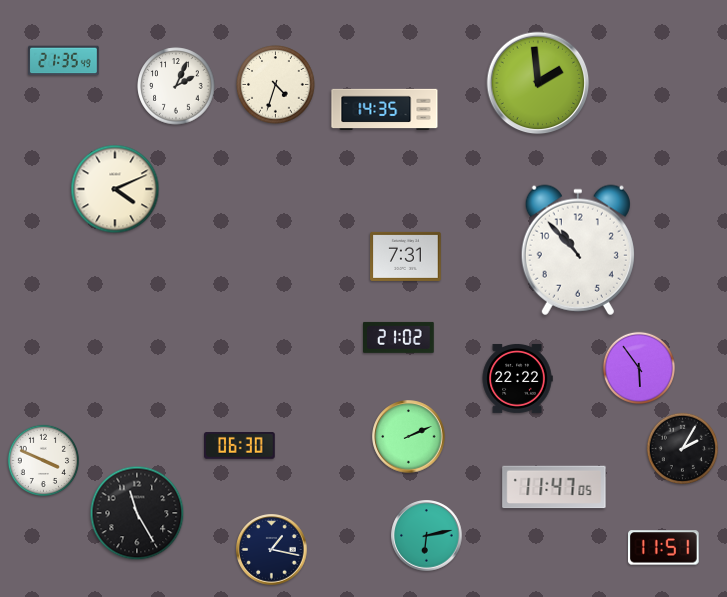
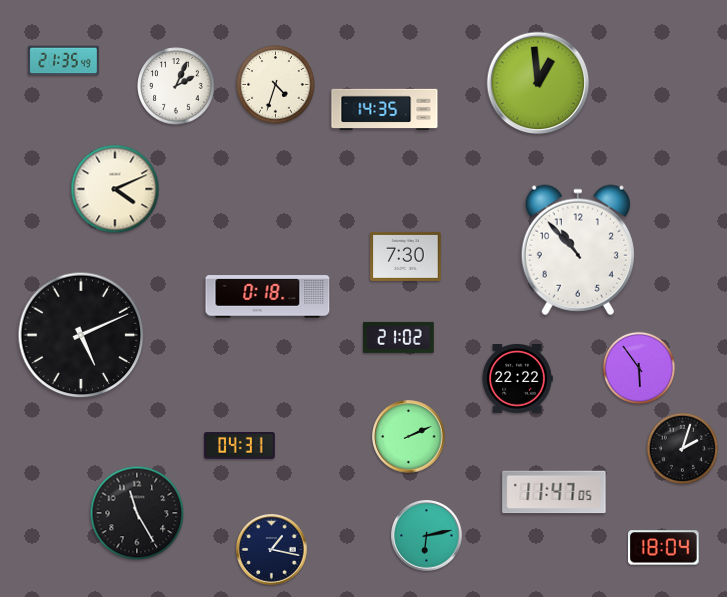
clock at (538, 83): 1:59 -> 12:59
clock at (406, 256): 7:31 -> 7:30
clock at (268, 297): none -> 0:18
clock at (81, 335): none -> 5:11
clock at (240, 446): 06:30 -> 04:31
clock at (682, 448): 2:05 -> 2:03
clock at (43, 460): 3:49 -> none
clock at (554, 487) position: (554, 487) -> (554, 492)
clock at (664, 548): 11:51 -> 18:04
